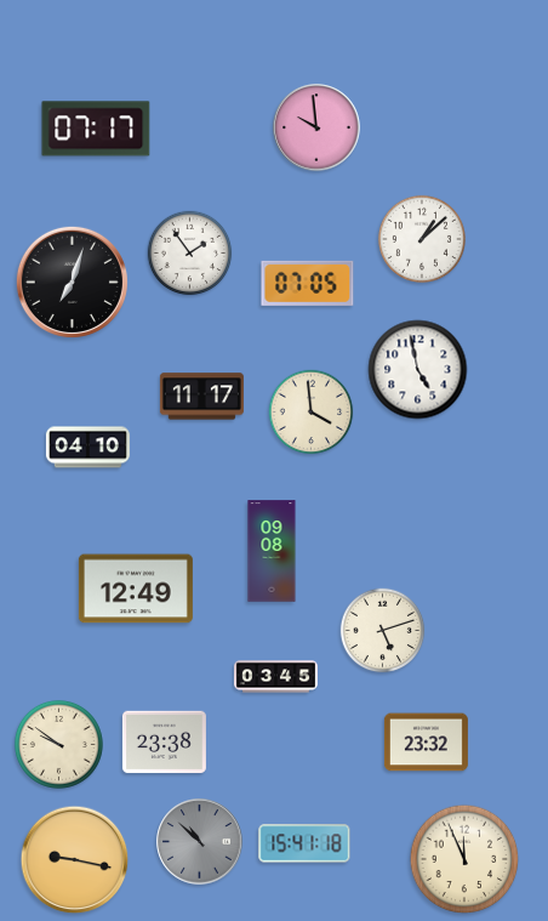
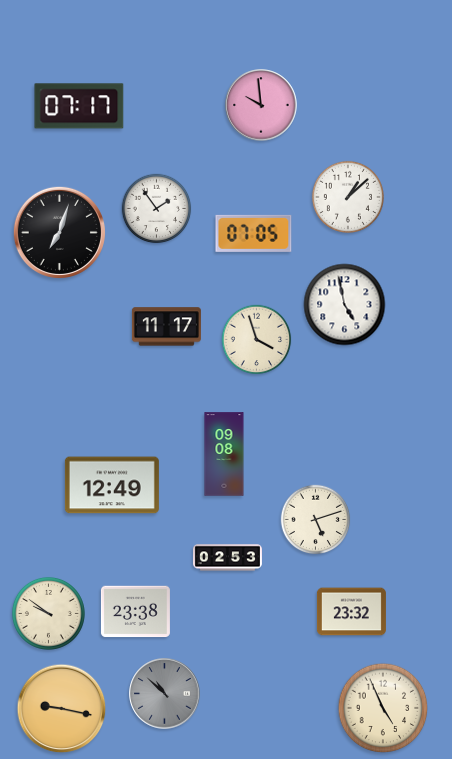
clock at (312, 413): 3:59 -> 3:57
clock at (87, 448): 04:10 -> none
clock at (275, 677): 03:45 -> 02:53
clock at (304, 843): 15:41 -> none
clock at (464, 859): 11:56 -> 4:56
